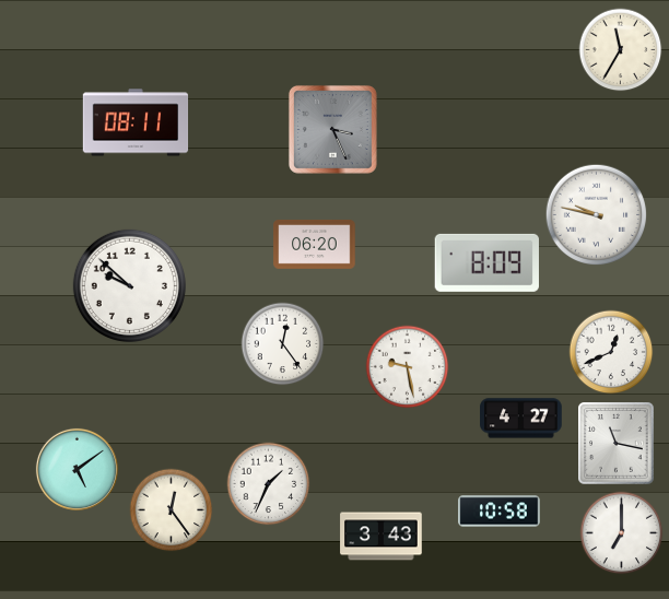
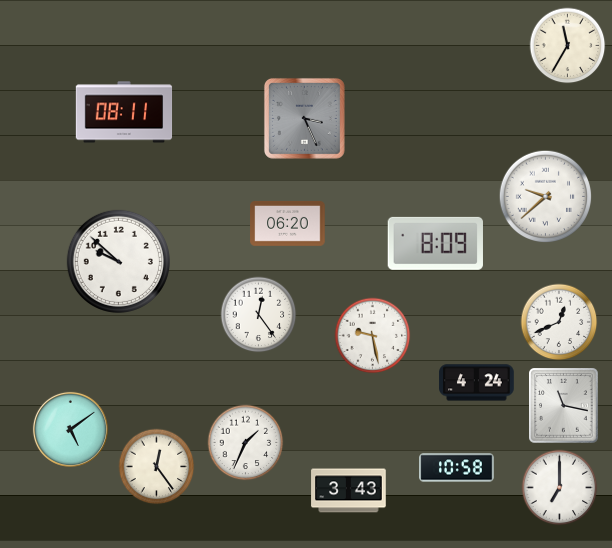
clock at (597, 215): 9:47 -> 9:38
clock at (486, 262) position: (486, 262) -> (435, 243)
clock at (521, 419): 4:27 -> 4:24
clock at (622, 533) position: (622, 533) -> (560, 488)
